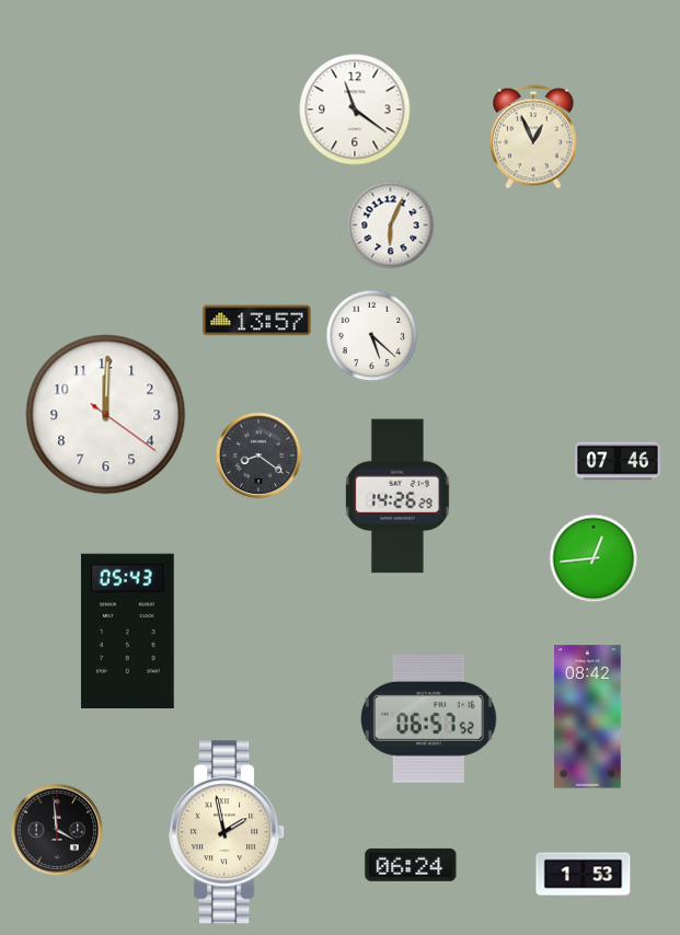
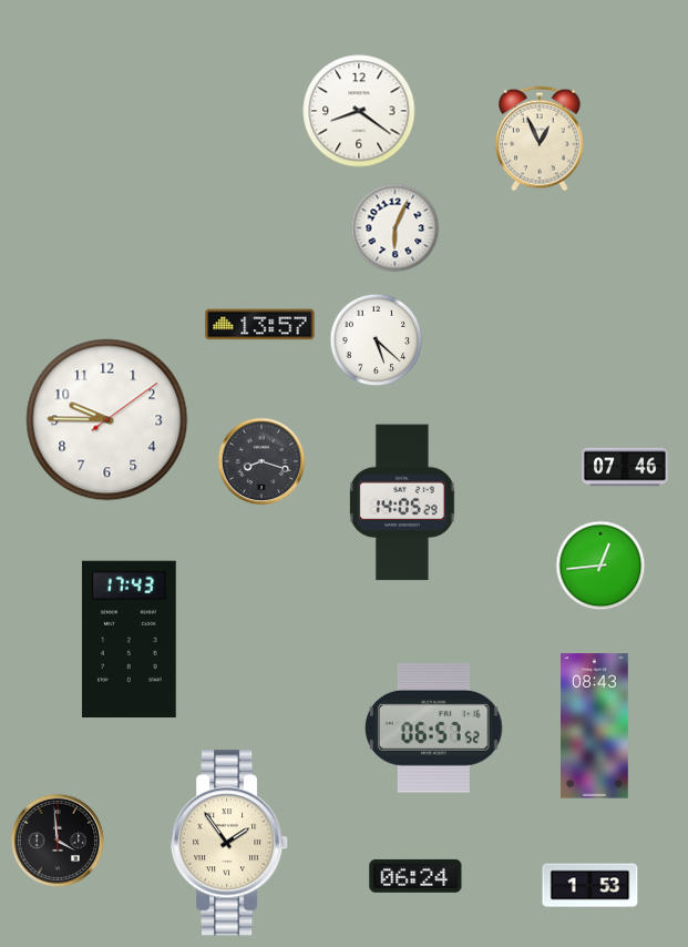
clock at (355, 109): 11:21 -> 8:21
clock at (106, 415): 12:00 -> 9:45
clock at (258, 455): 8:21 -> 8:18
clock at (397, 496): 14:26 -> 14:05
clock at (127, 631): 05:43 -> 17:43
clock at (588, 717): 08:42 -> 08:43
clock at (227, 832): 1:58 -> 1:54
